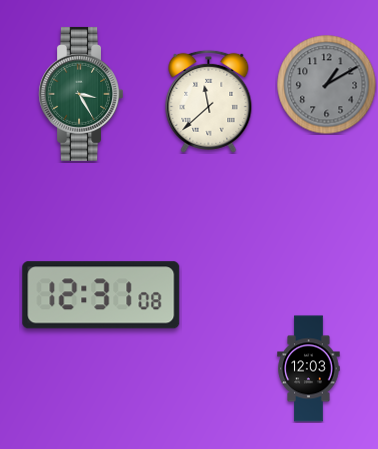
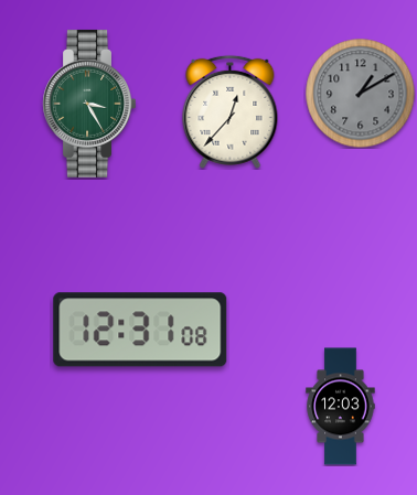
clock at (209, 101): 11:38 -> 12:37
clock at (101, 295) position: (101, 295) -> (140, 330)
